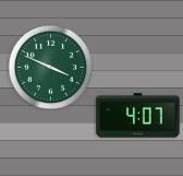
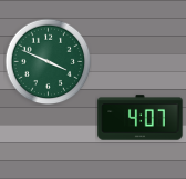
clock at (50, 67) position: (50, 67) -> (48, 61)
